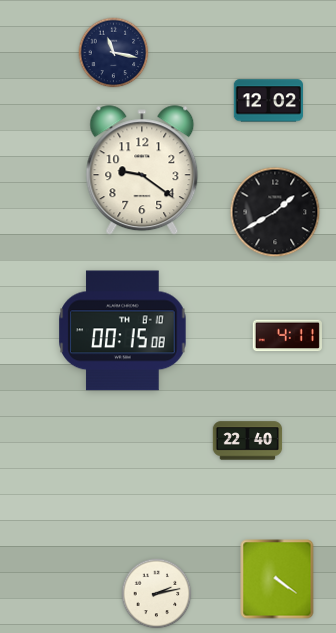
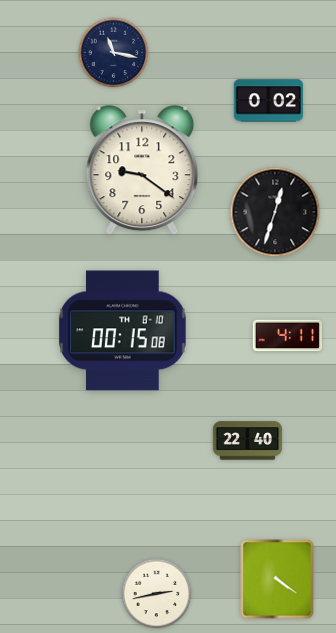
clock at (268, 101): 12:02 -> 0:02
clock at (275, 212): 1:40 -> 12:33
clock at (157, 594): 2:13 -> 2:43
